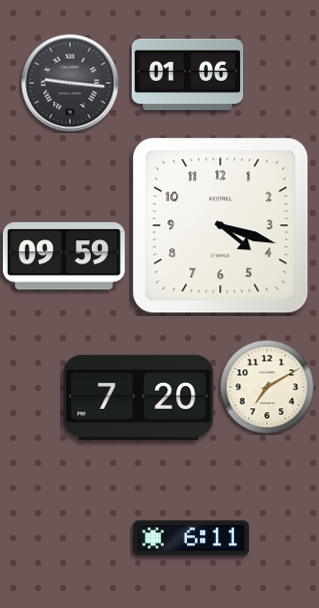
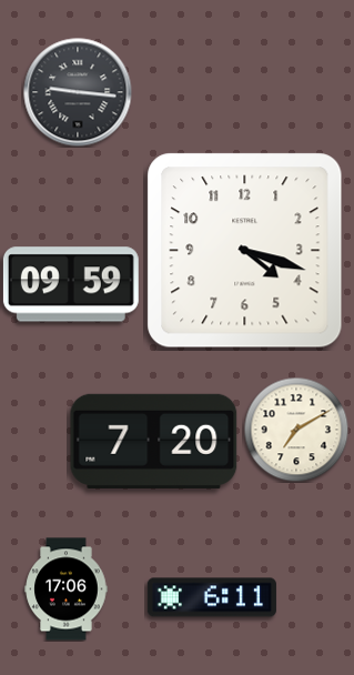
clock at (188, 75): 01:06 -> none
clock at (67, 590): none -> 17:06
